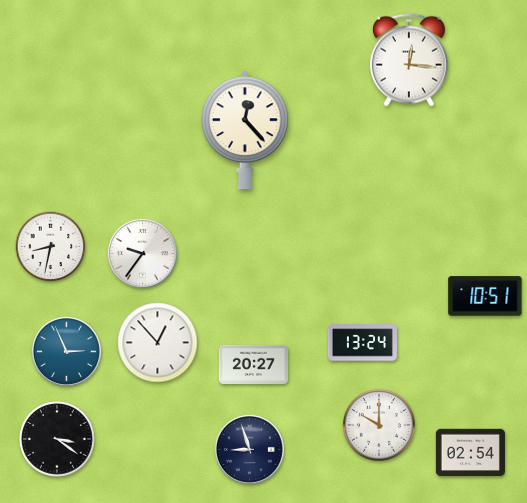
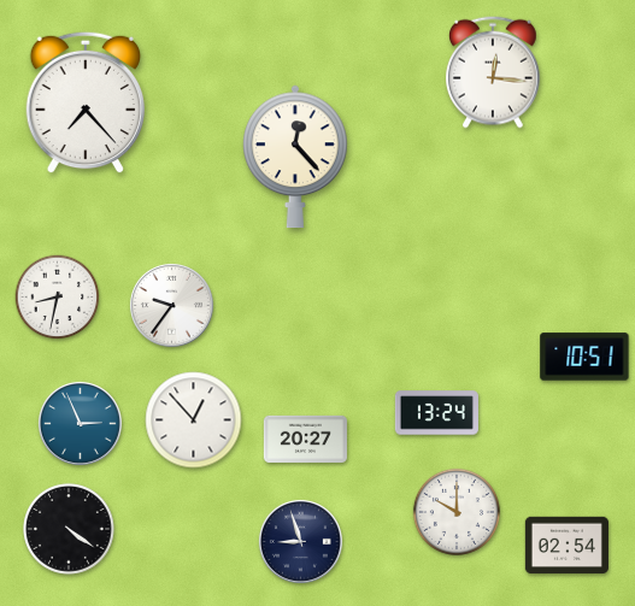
clock at (84, 102): none -> 7:23
clock at (51, 247) position: (51, 247) -> (58, 298)
clock at (158, 343) position: (158, 343) -> (194, 420)
clock at (57, 439): 3:21 -> 4:21
